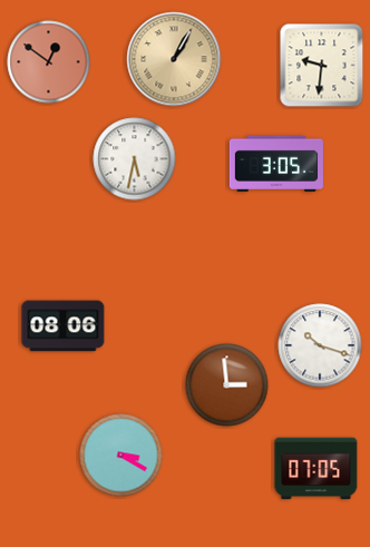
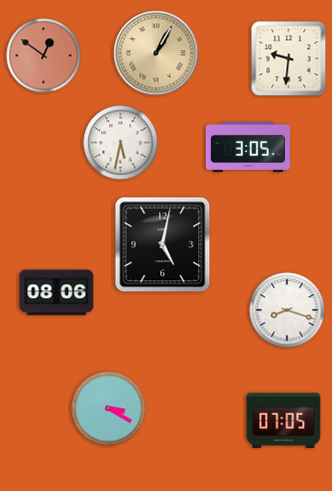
clock at (163, 245): none -> 5:02
clock at (320, 345): 10:18 -> 8:18
clock at (227, 385): 2:59 -> none
